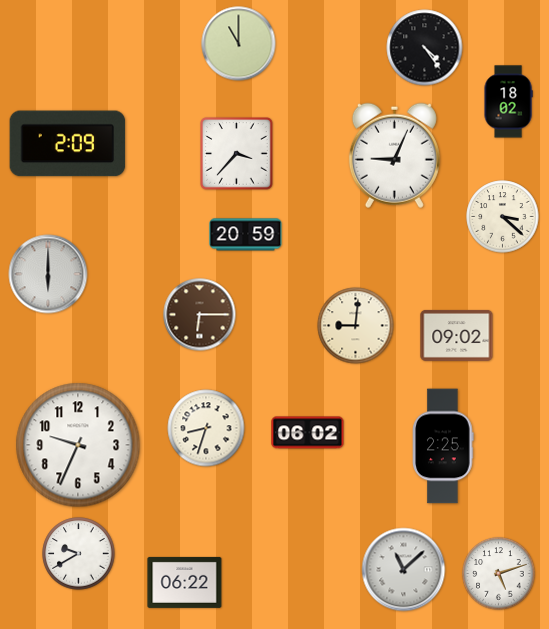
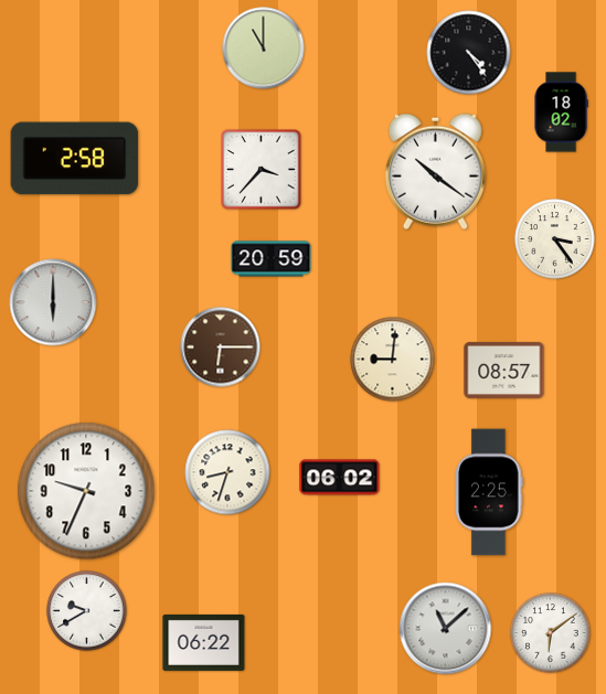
clock at (68, 144): 2:09 -> 2:58
clock at (394, 155): 9:04 -> 10:21
clock at (503, 217): 3:22 -> 3:24
clock at (457, 335): 09:02 -> 08:57
clock at (499, 574): 5:12 -> 6:09
